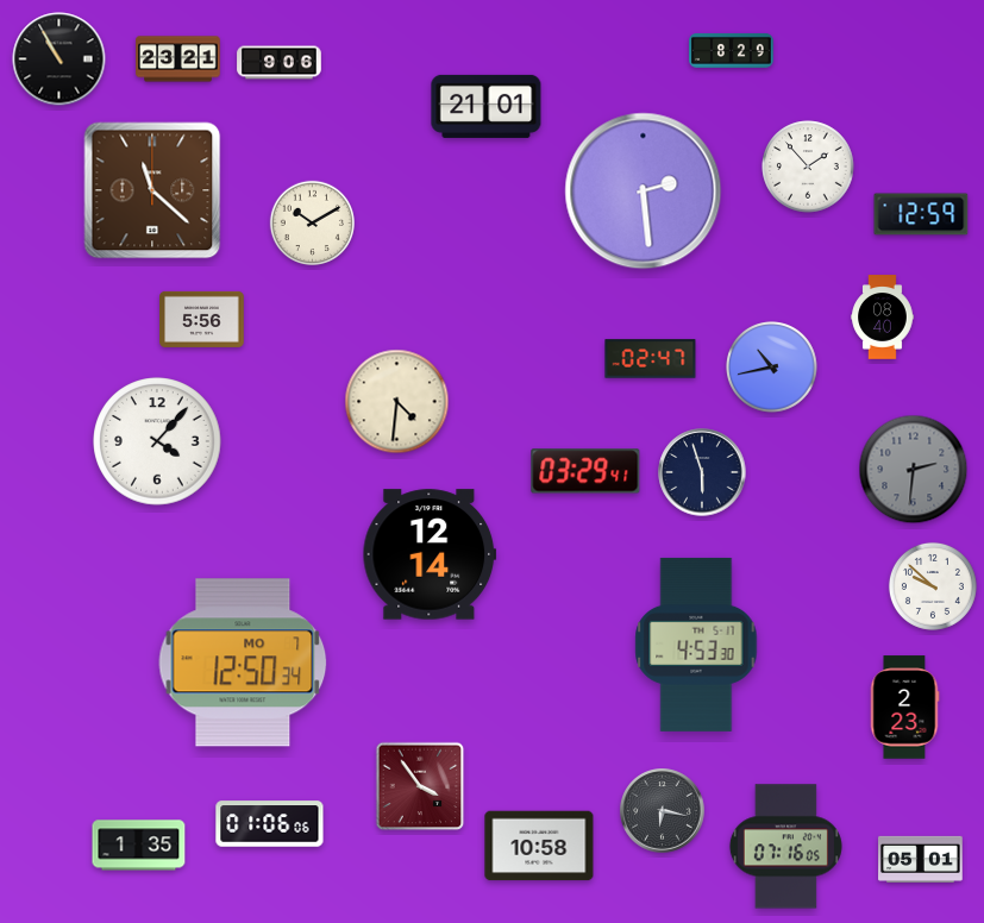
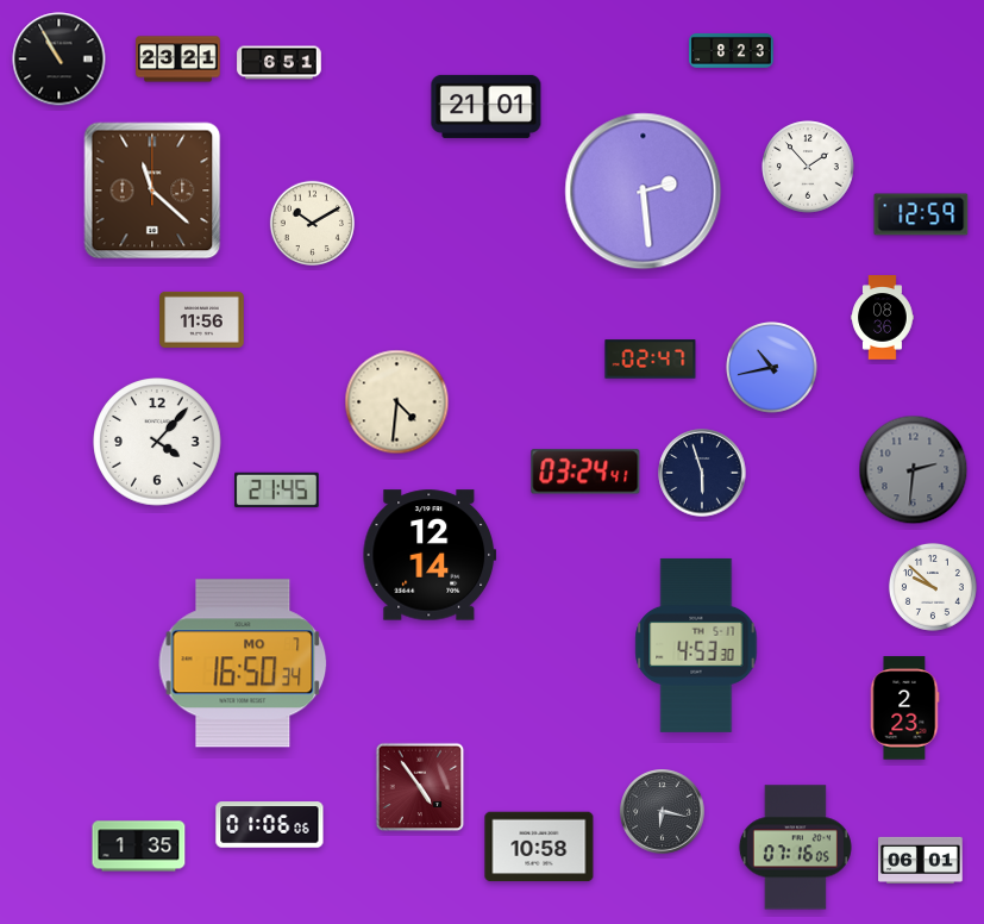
clock at (732, 50): 8:29 -> 8:23
clock at (280, 63): 9:06 -> 6:51
clock at (883, 318): 08:40 -> 08:36
clock at (202, 319): 5:56 -> 11:56
clock at (585, 471): 03:29 -> 03:24
clock at (277, 489): none -> 21:45
clock at (243, 663): 12:50 -> 16:50
clock at (420, 786): 3:54 -> 4:54
clock at (785, 847) position: (785, 847) -> (795, 848)
clock at (921, 859): 05:01 -> 06:01
